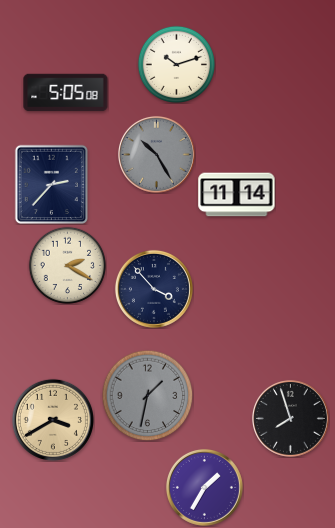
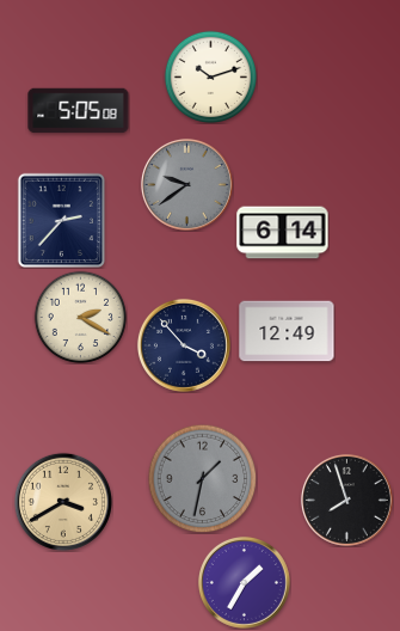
clock at (156, 154): 10:25 -> 9:39
clock at (237, 195): 11:14 -> 6:14
clock at (287, 331): none -> 12:49
clock at (147, 395) position: (147, 395) -> (202, 478)
